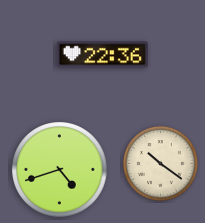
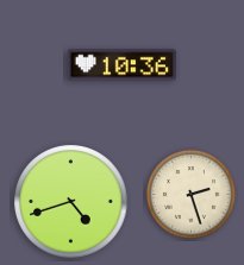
clock at (102, 55): 22:36 -> 10:36
clock at (160, 163): 10:21 -> 2:27
